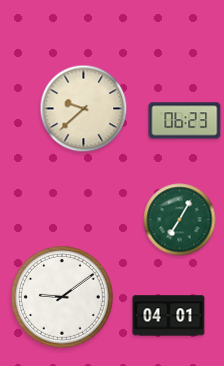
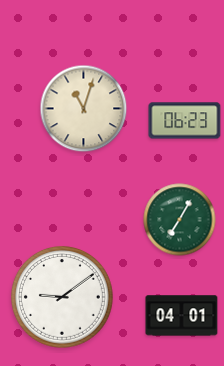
clock at (84, 109): 9:38 -> 11:03
clock at (169, 316) position: (169, 316) -> (182, 316)
